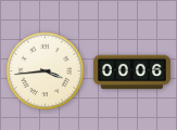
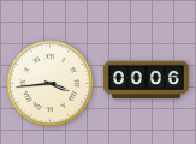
clock at (46, 71) position: (46, 71) -> (51, 84)
